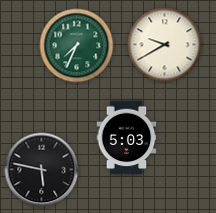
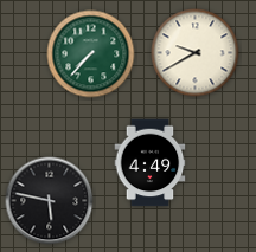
clock at (77, 46): 7:34 -> 7:37
clock at (127, 138): 5:03 -> 4:49
